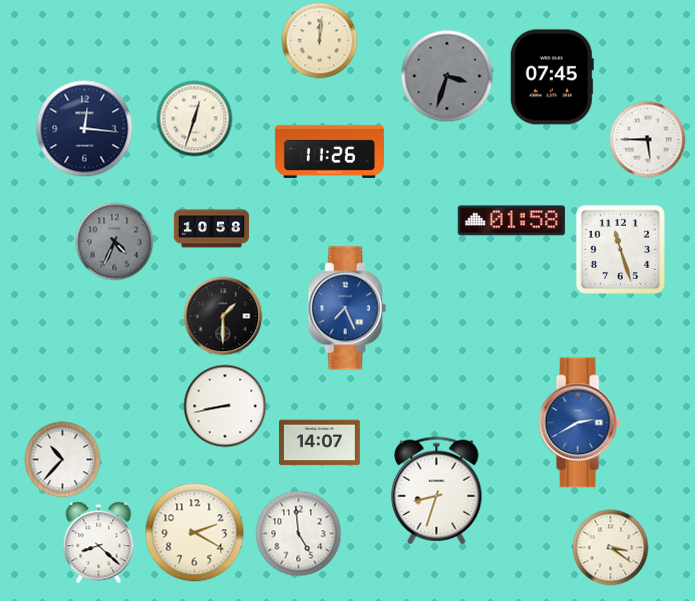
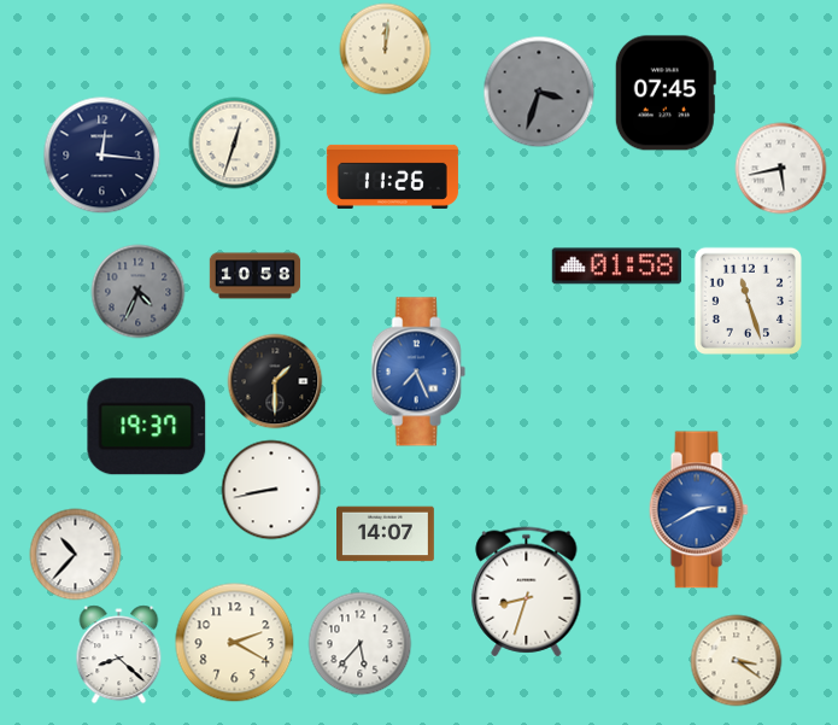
clock at (648, 140): 5:45 -> 5:43
clock at (329, 151) position: (329, 151) -> (392, 176)
clock at (223, 316) position: (223, 316) -> (275, 381)
clock at (147, 427): none -> 19:37
clock at (299, 534): 4:59 -> 5:37
